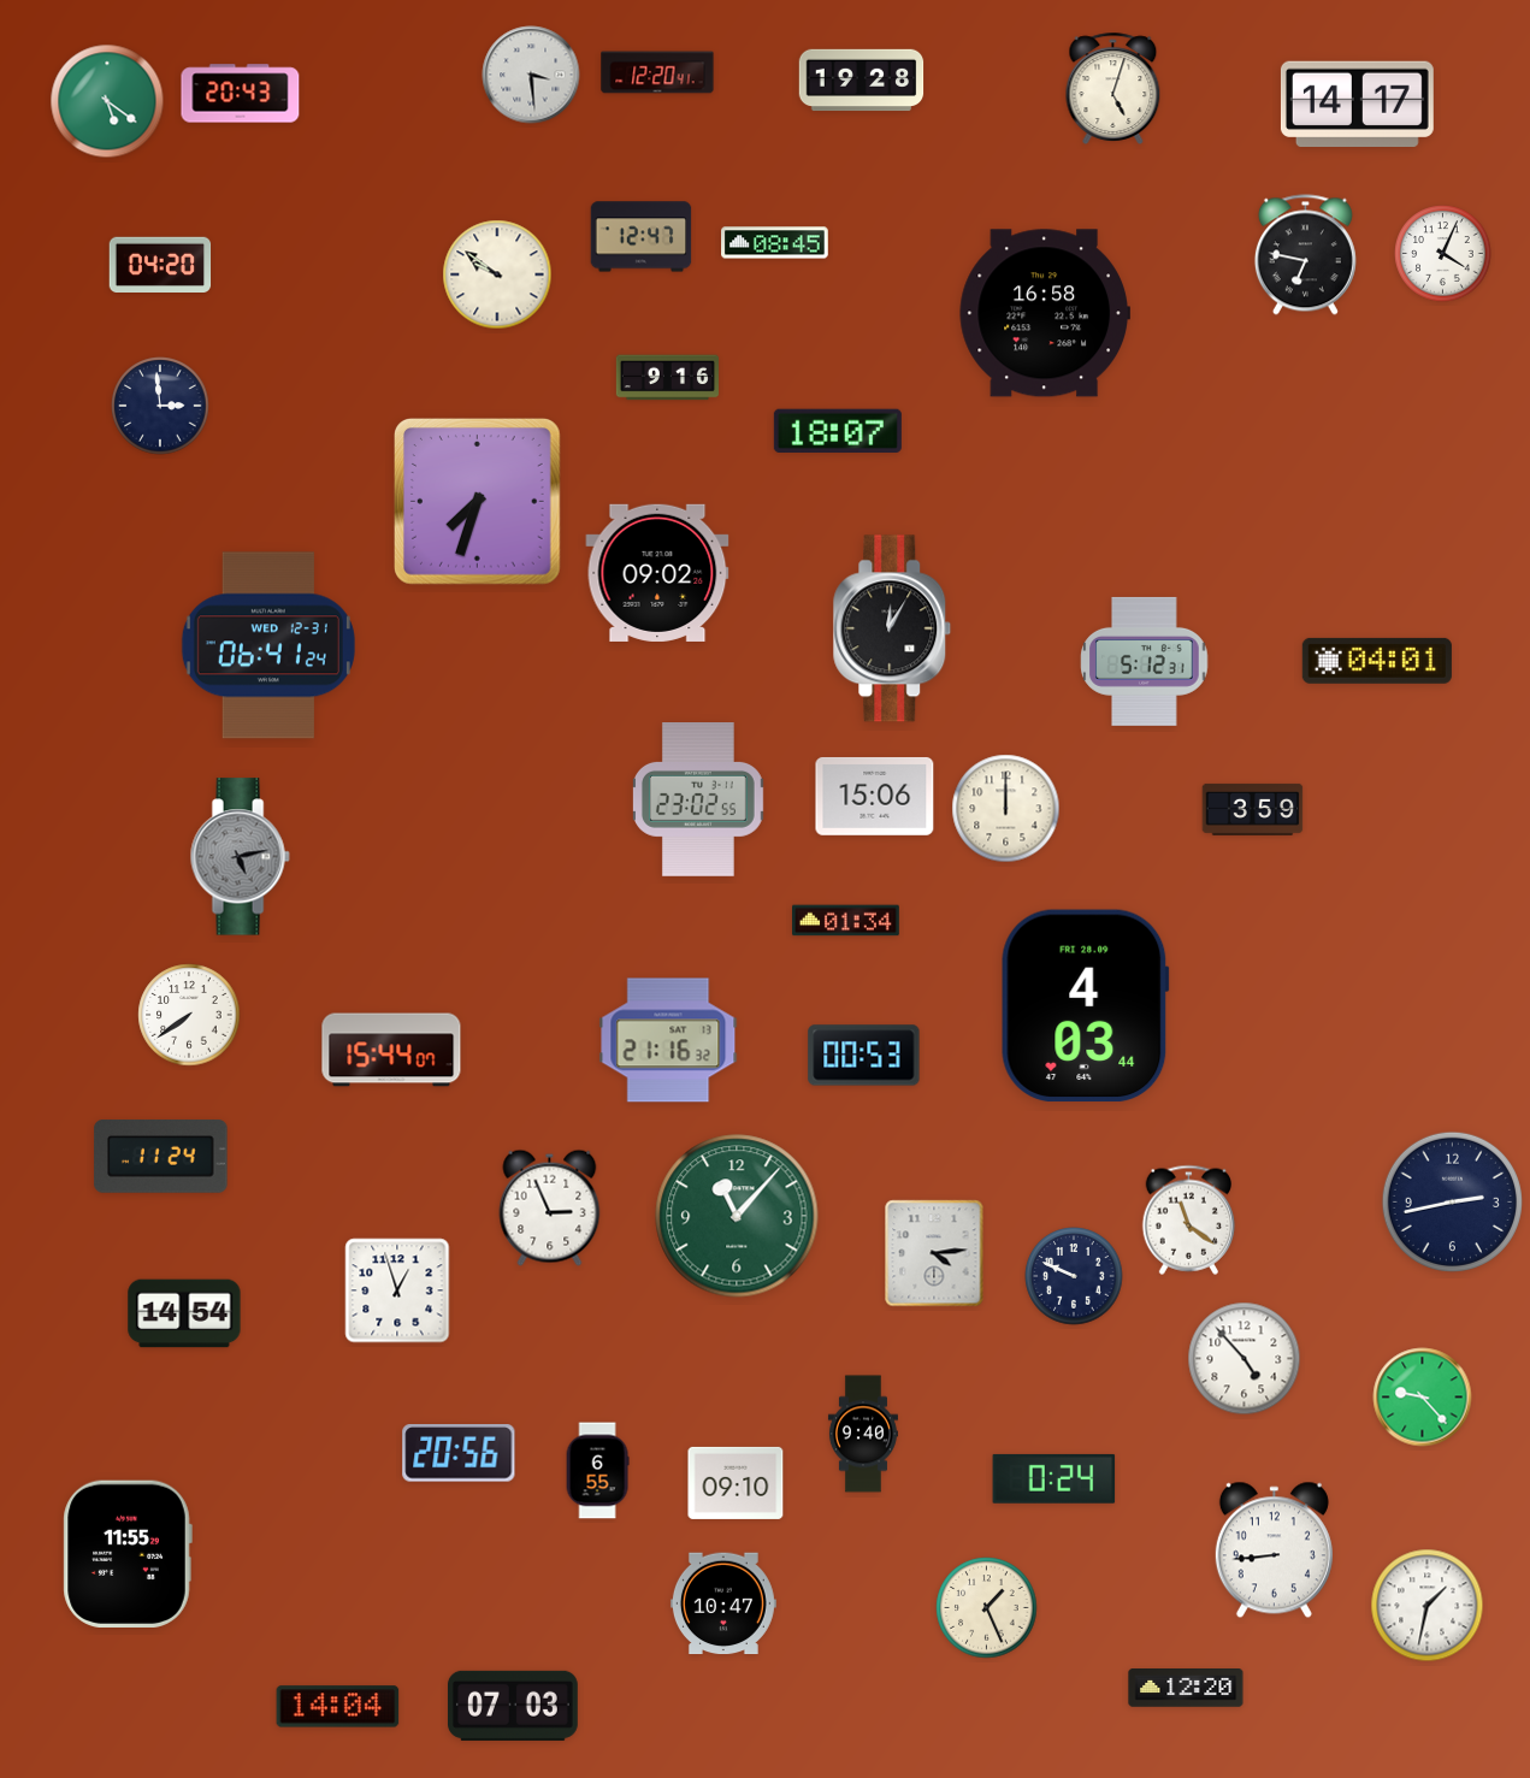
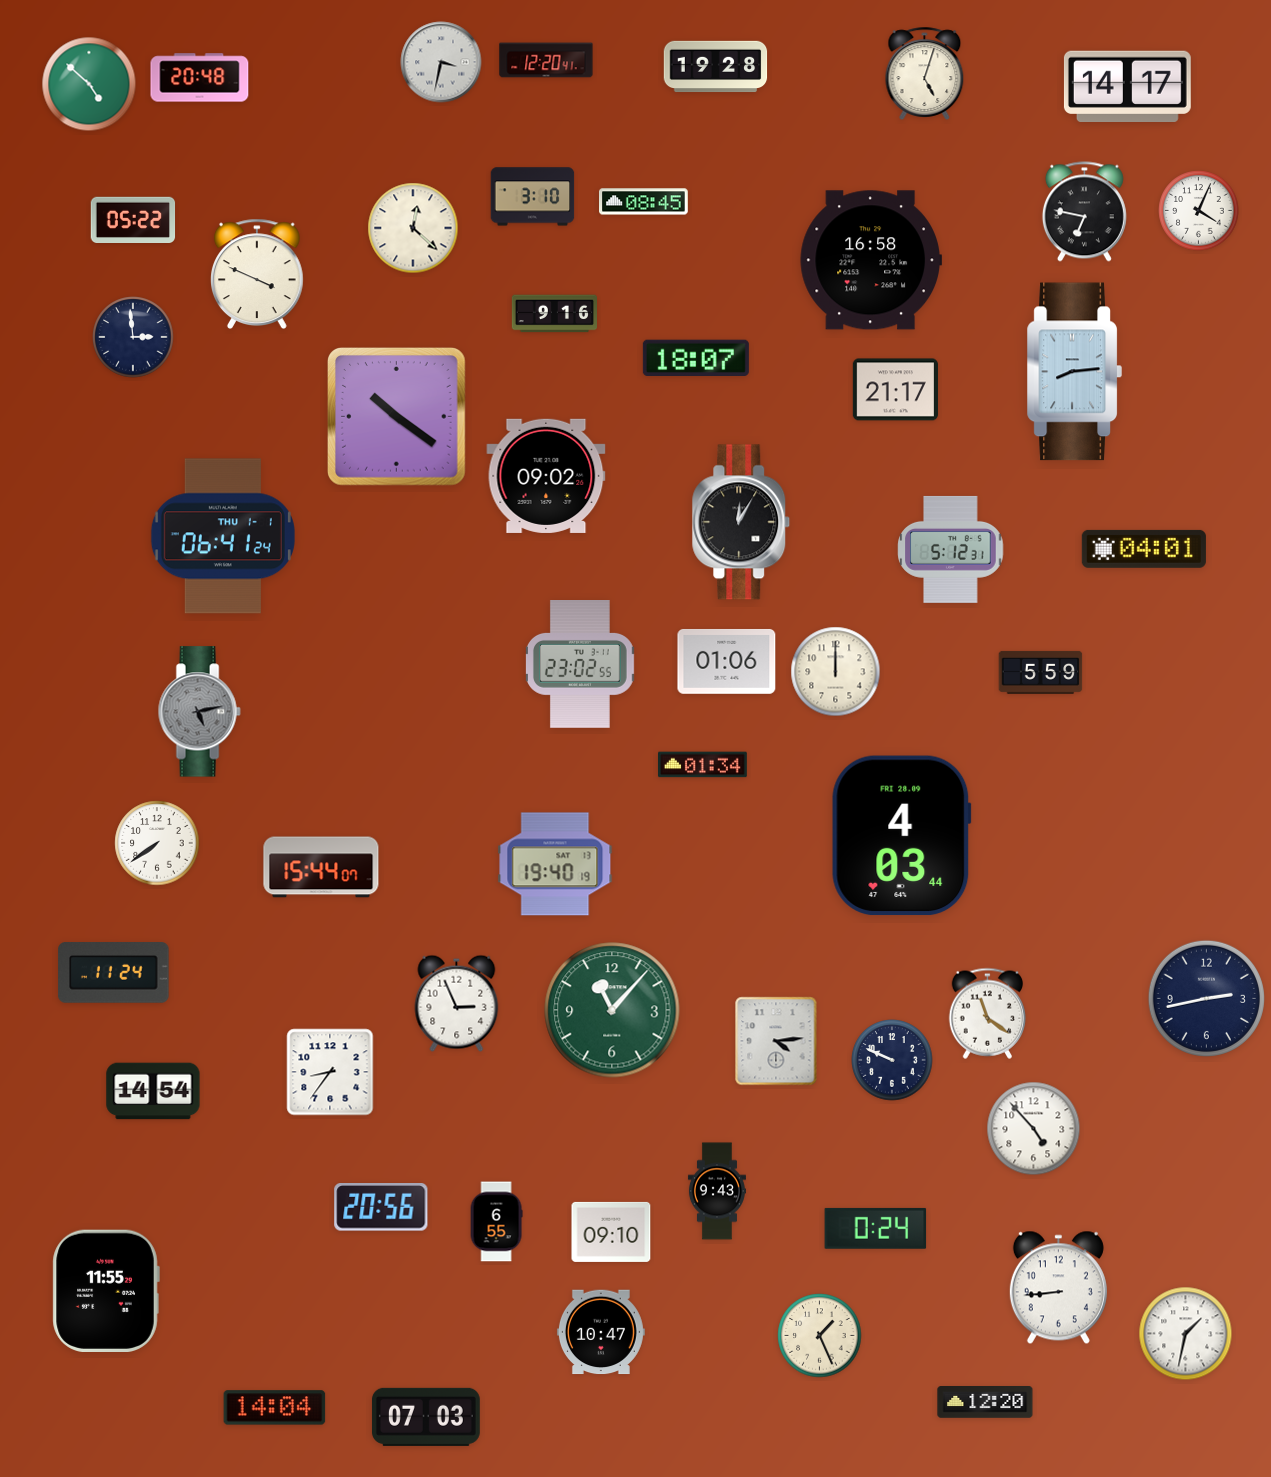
clock at (531, 75): 3:29 -> 3:32
clock at (241, 94): 20:43 -> 20:48
clock at (107, 101): 5:21 -> 4:52
clock at (642, 237): 12:47 -> 3:10
clock at (160, 264): 04:20 -> 05:22
clock at (497, 274): 9:51 -> 12:22
clock at (1045, 313) position: (1045, 313) -> (871, 260)
clock at (258, 274): none -> 3:49
clock at (1074, 372): none -> 8:14
clock at (895, 390): none -> 21:17
clock at (478, 502): 7:33 -> 10:21
clock at (268, 645) date: WED 12-31 -> THU 1-1
clock at (875, 796): 15:06 -> 01:06
clock at (1253, 809): 3:59 -> 5:59
clock at (668, 1040): 21:16 -> 19:40
clock at (391, 1050) position: (391, 1050) -> (321, 867)
clock at (864, 1056): 00:53 -> none
clock at (161, 1157) position: (161, 1157) -> (114, 973)
clock at (397, 1290): 12:57 -> 8:36
clock at (1423, 1398): 9:23 -> none
clock at (863, 1434): 9:40 -> 9:43
clock at (338, 1707) position: (338, 1707) -> (275, 1408)
